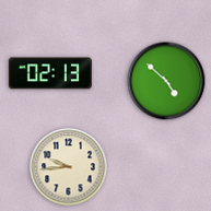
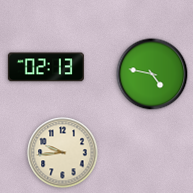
clock at (166, 81): 4:52 -> 4:47
